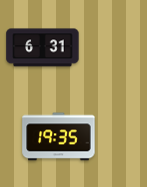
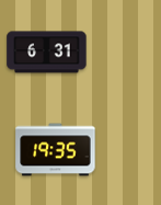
clock at (59, 137) position: (59, 137) -> (56, 150)
